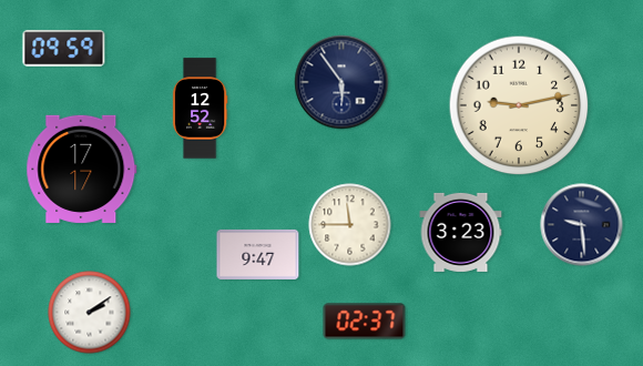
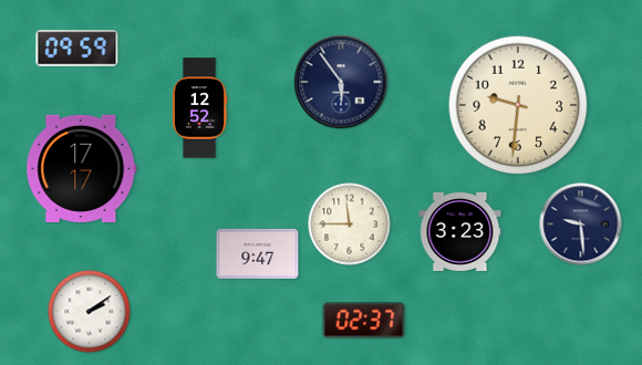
clock at (64, 49) position: (64, 49) -> (77, 49)
clock at (519, 105): 9:13 -> 9:31
